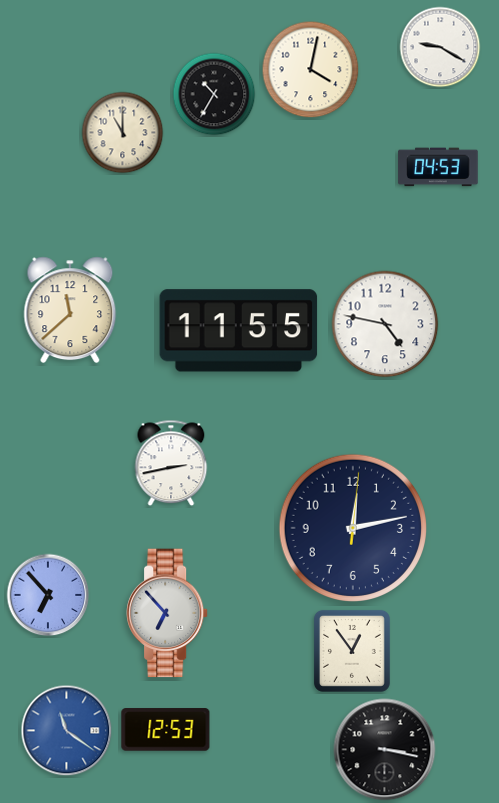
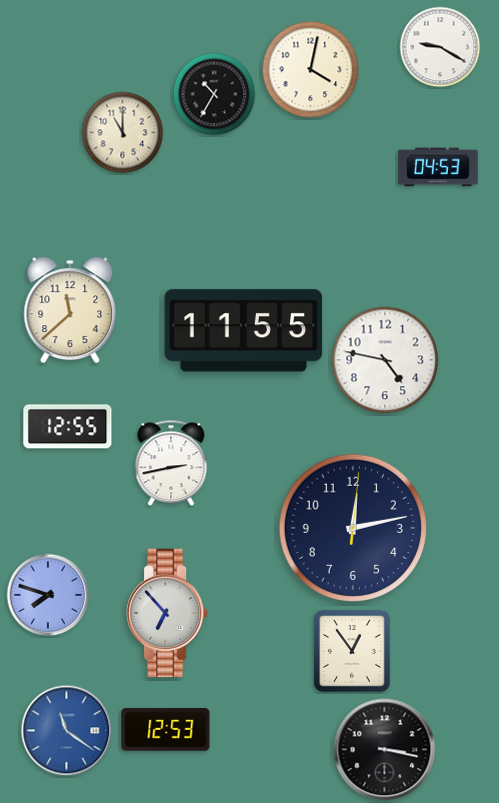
clock at (385, 324) position: (385, 324) -> (385, 360)
clock at (239, 331) position: (239, 331) -> (244, 331)
clock at (68, 427): none -> 12:55
clock at (48, 595): 6:53 -> 7:48
